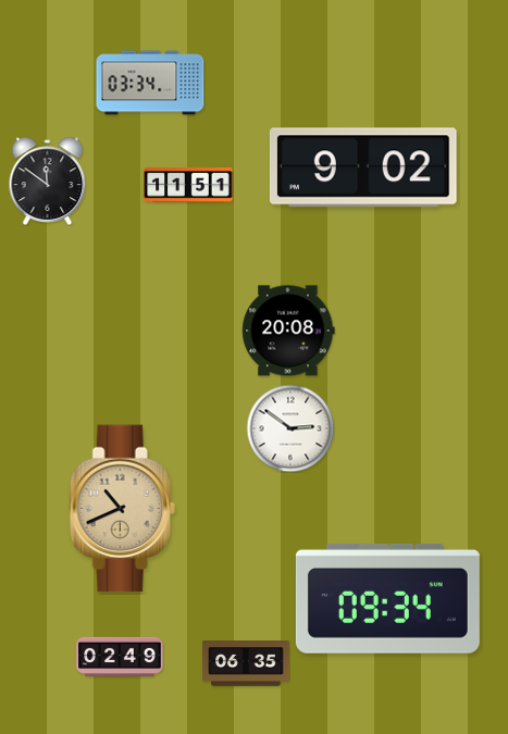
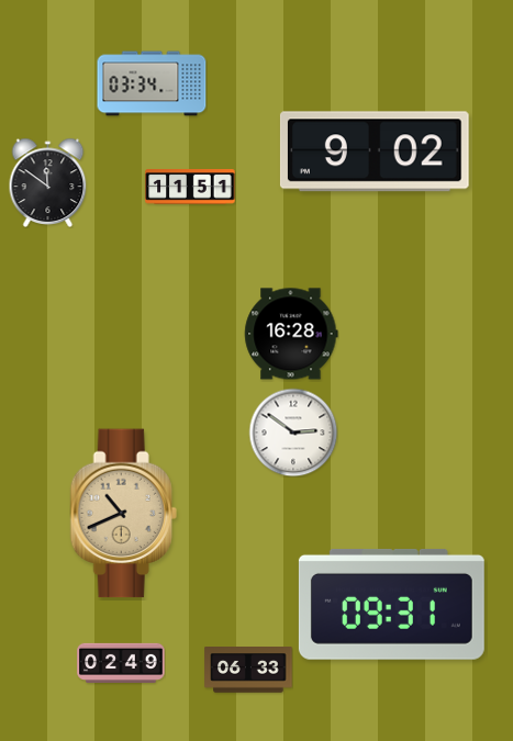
clock at (363, 167) position: (363, 167) -> (375, 151)
clock at (288, 331): 20:08 -> 16:28
clock at (387, 598): 09:34 -> 09:31
clock at (246, 663): 06:35 -> 06:33
